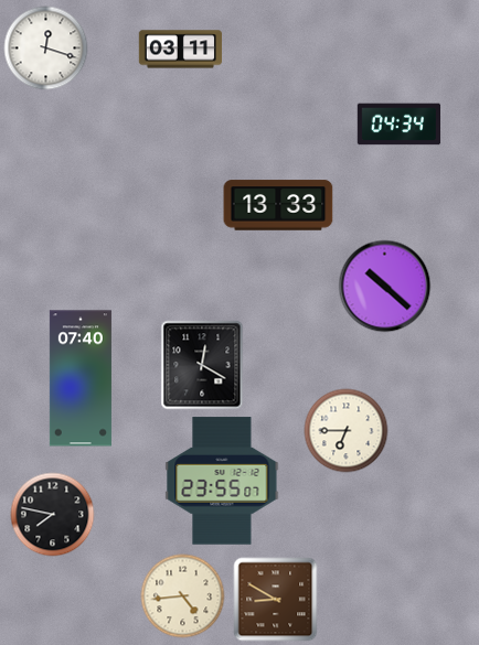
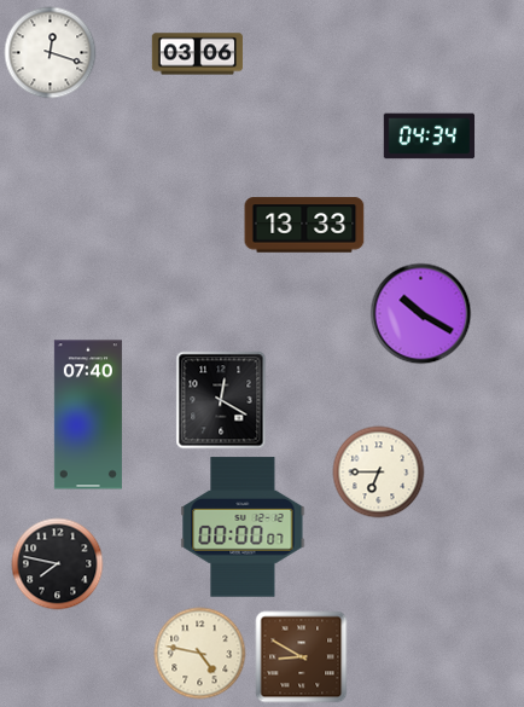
clock at (181, 50): 03:11 -> 03:06
clock at (400, 125) position: (400, 125) -> (430, 137)
clock at (385, 287): 10:22 -> 10:20
clock at (222, 481): 23:55 -> 00:00
clock at (183, 596): 4:44 -> 4:47
